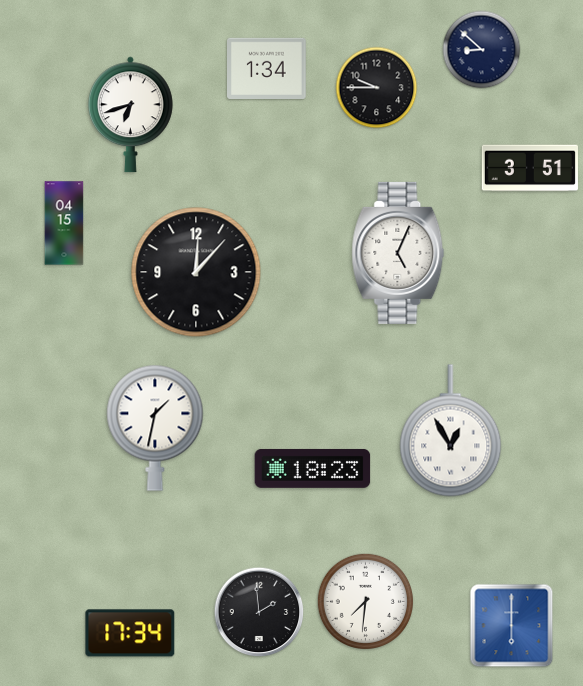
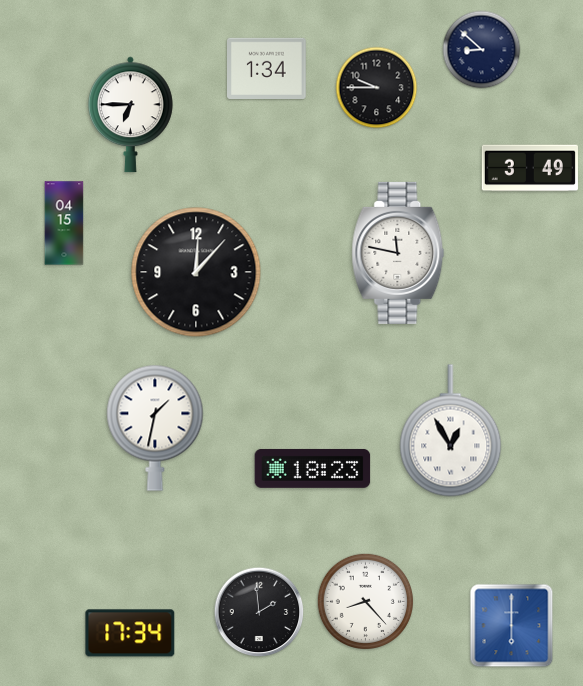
clock at (130, 115): 6:42 -> 6:45
clock at (530, 168): 3:51 -> 3:49
clock at (398, 253): 5:04 -> 11:47
clock at (365, 601): 7:31 -> 8:23
